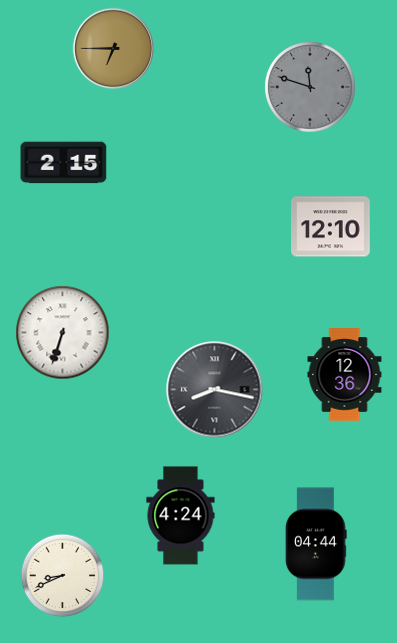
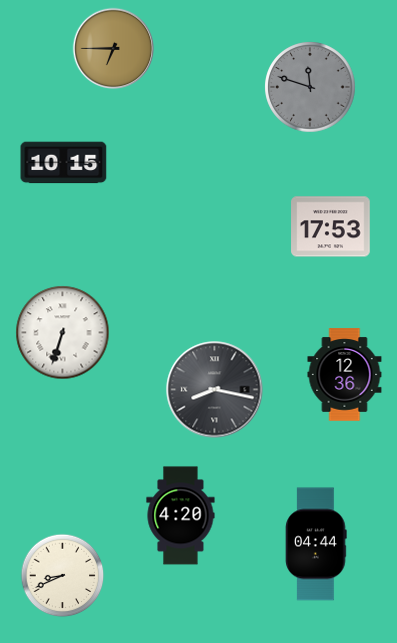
clock at (64, 163): 2:15 -> 10:15
clock at (331, 227): 12:10 -> 17:53
clock at (181, 516): 4:24 -> 4:20
